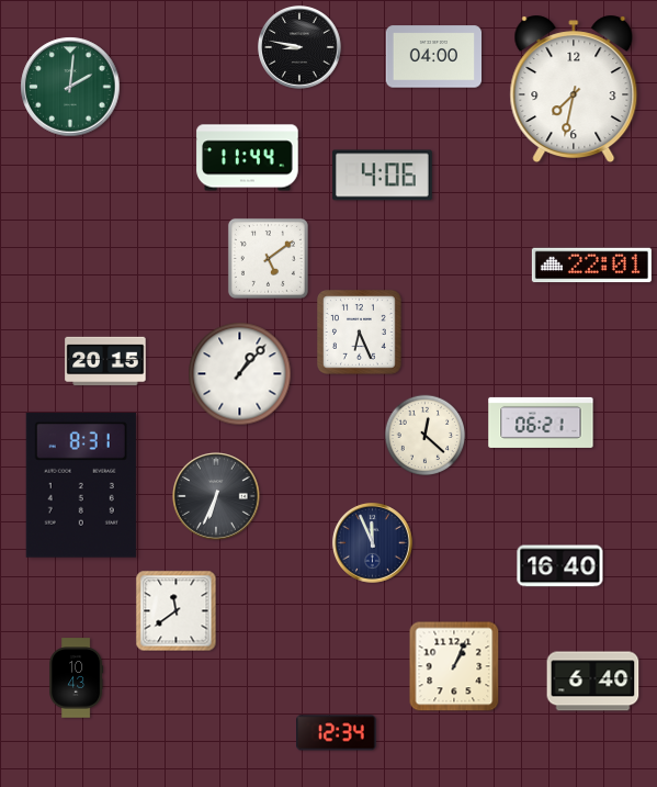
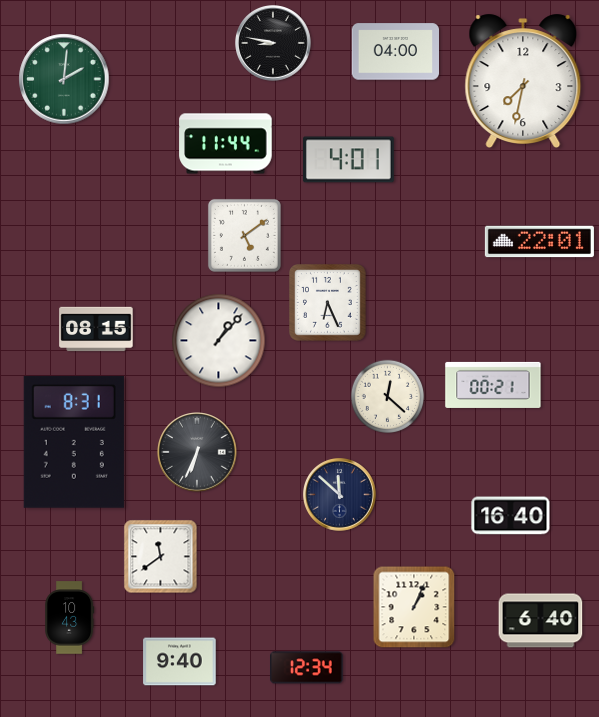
clock at (382, 176): 4:06 -> 4:01
clock at (105, 361): 20:15 -> 08:15
clock at (541, 423): 06:21 -> 00:21
clock at (373, 543): 11:56 -> 11:52
clock at (180, 662): none -> 9:40
